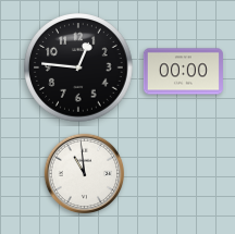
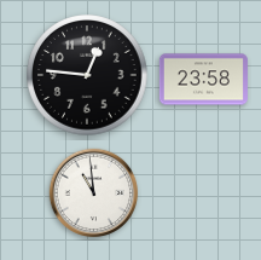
clock at (183, 72): 00:00 -> 23:58
